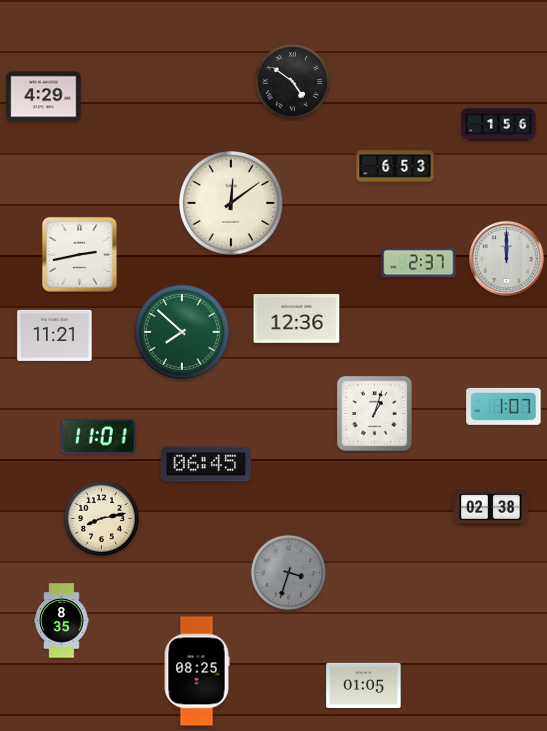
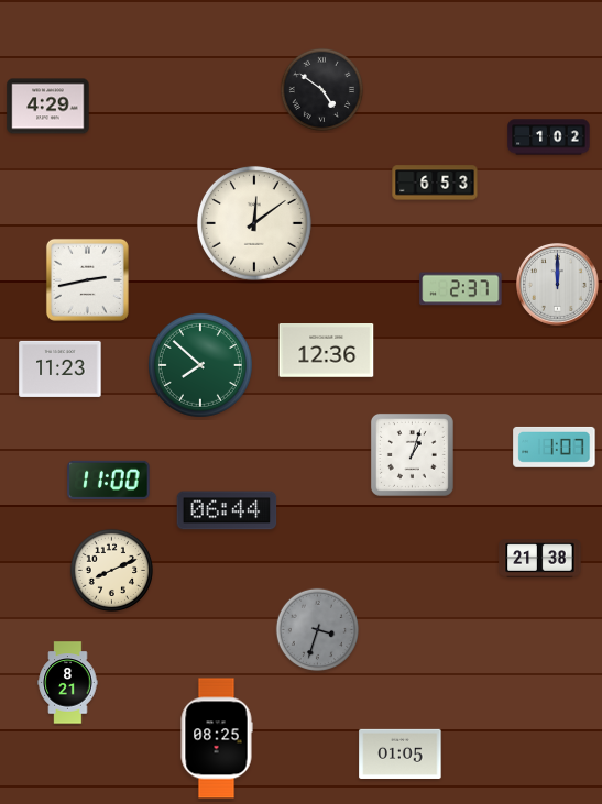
clock at (499, 125): 1:56 -> 1:02
clock at (55, 335): 11:21 -> 11:23
clock at (99, 436): 11:01 -> 11:00
clock at (206, 464): 06:45 -> 06:44
clock at (491, 508): 02:38 -> 21:38
clock at (101, 518): 8:13 -> 8:11
clock at (62, 621): 8:35 -> 8:21
